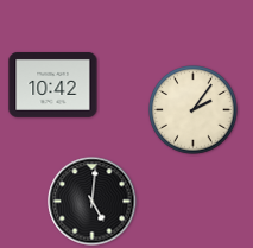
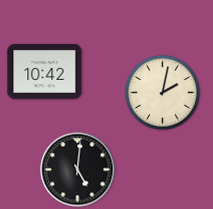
clock at (194, 110): 2:06 -> 2:02
